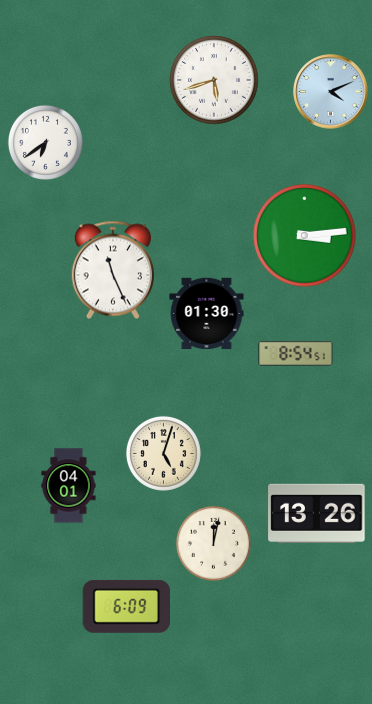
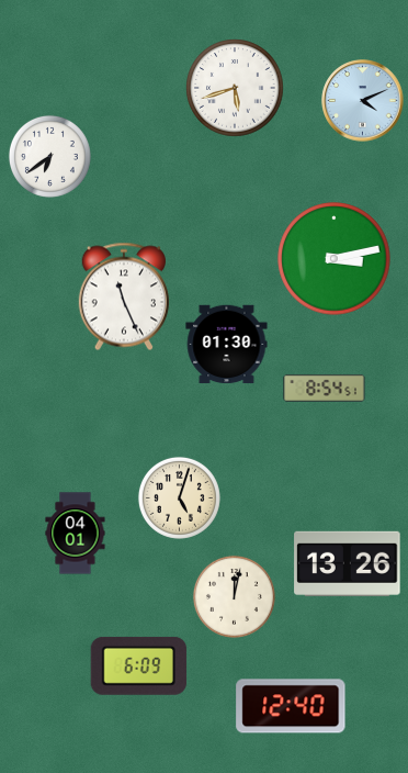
clock at (305, 236): 3:14 -> 3:13
clock at (291, 706): none -> 12:40
